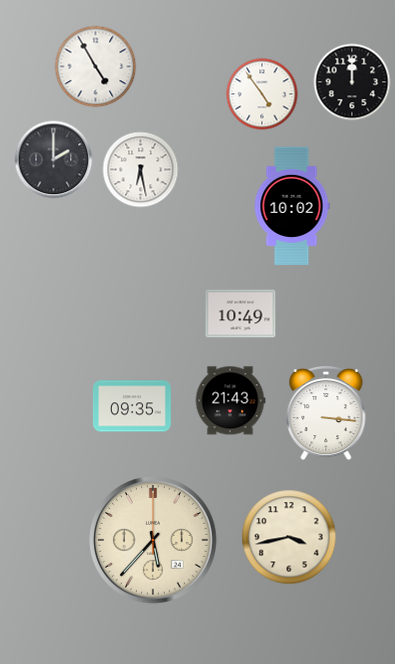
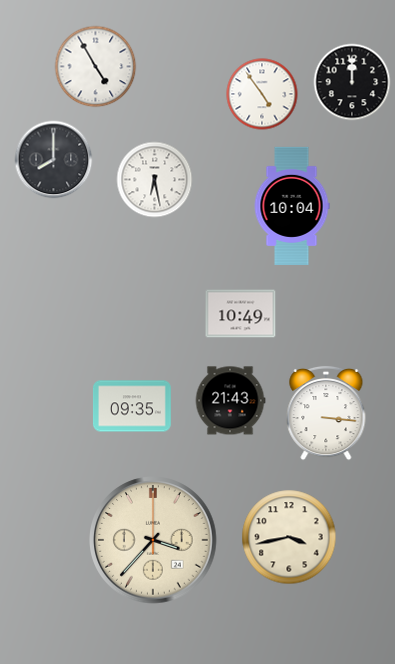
clock at (54, 160): 2:00 -> 8:00
clock at (141, 170) position: (141, 170) -> (155, 180)
clock at (292, 206): 10:02 -> 10:04
clock at (153, 540): 5:37 -> 3:37
